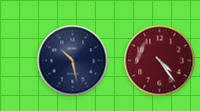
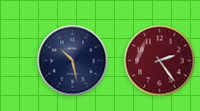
clock at (160, 61): 4:24 -> 2:24
